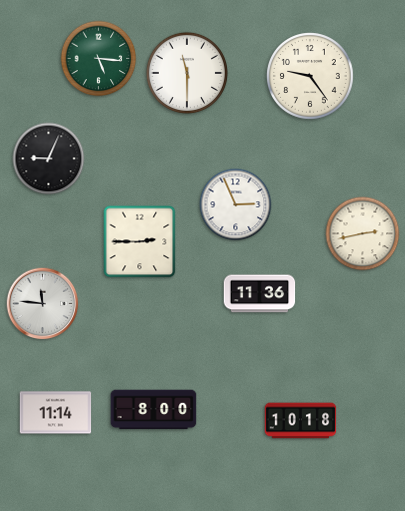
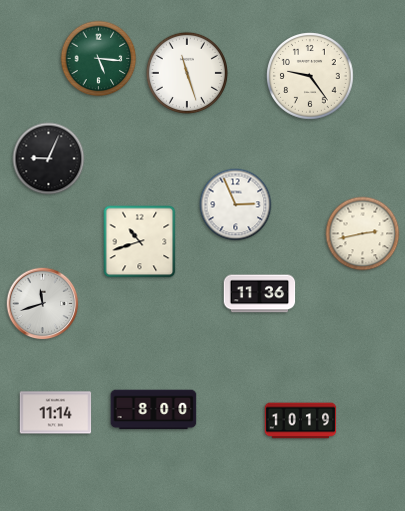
clock at (187, 73): 11:30 -> 11:27
clock at (140, 242): 2:45 -> 10:42
clock at (43, 304): 11:46 -> 11:42
clock at (301, 421): 10:18 -> 10:19
